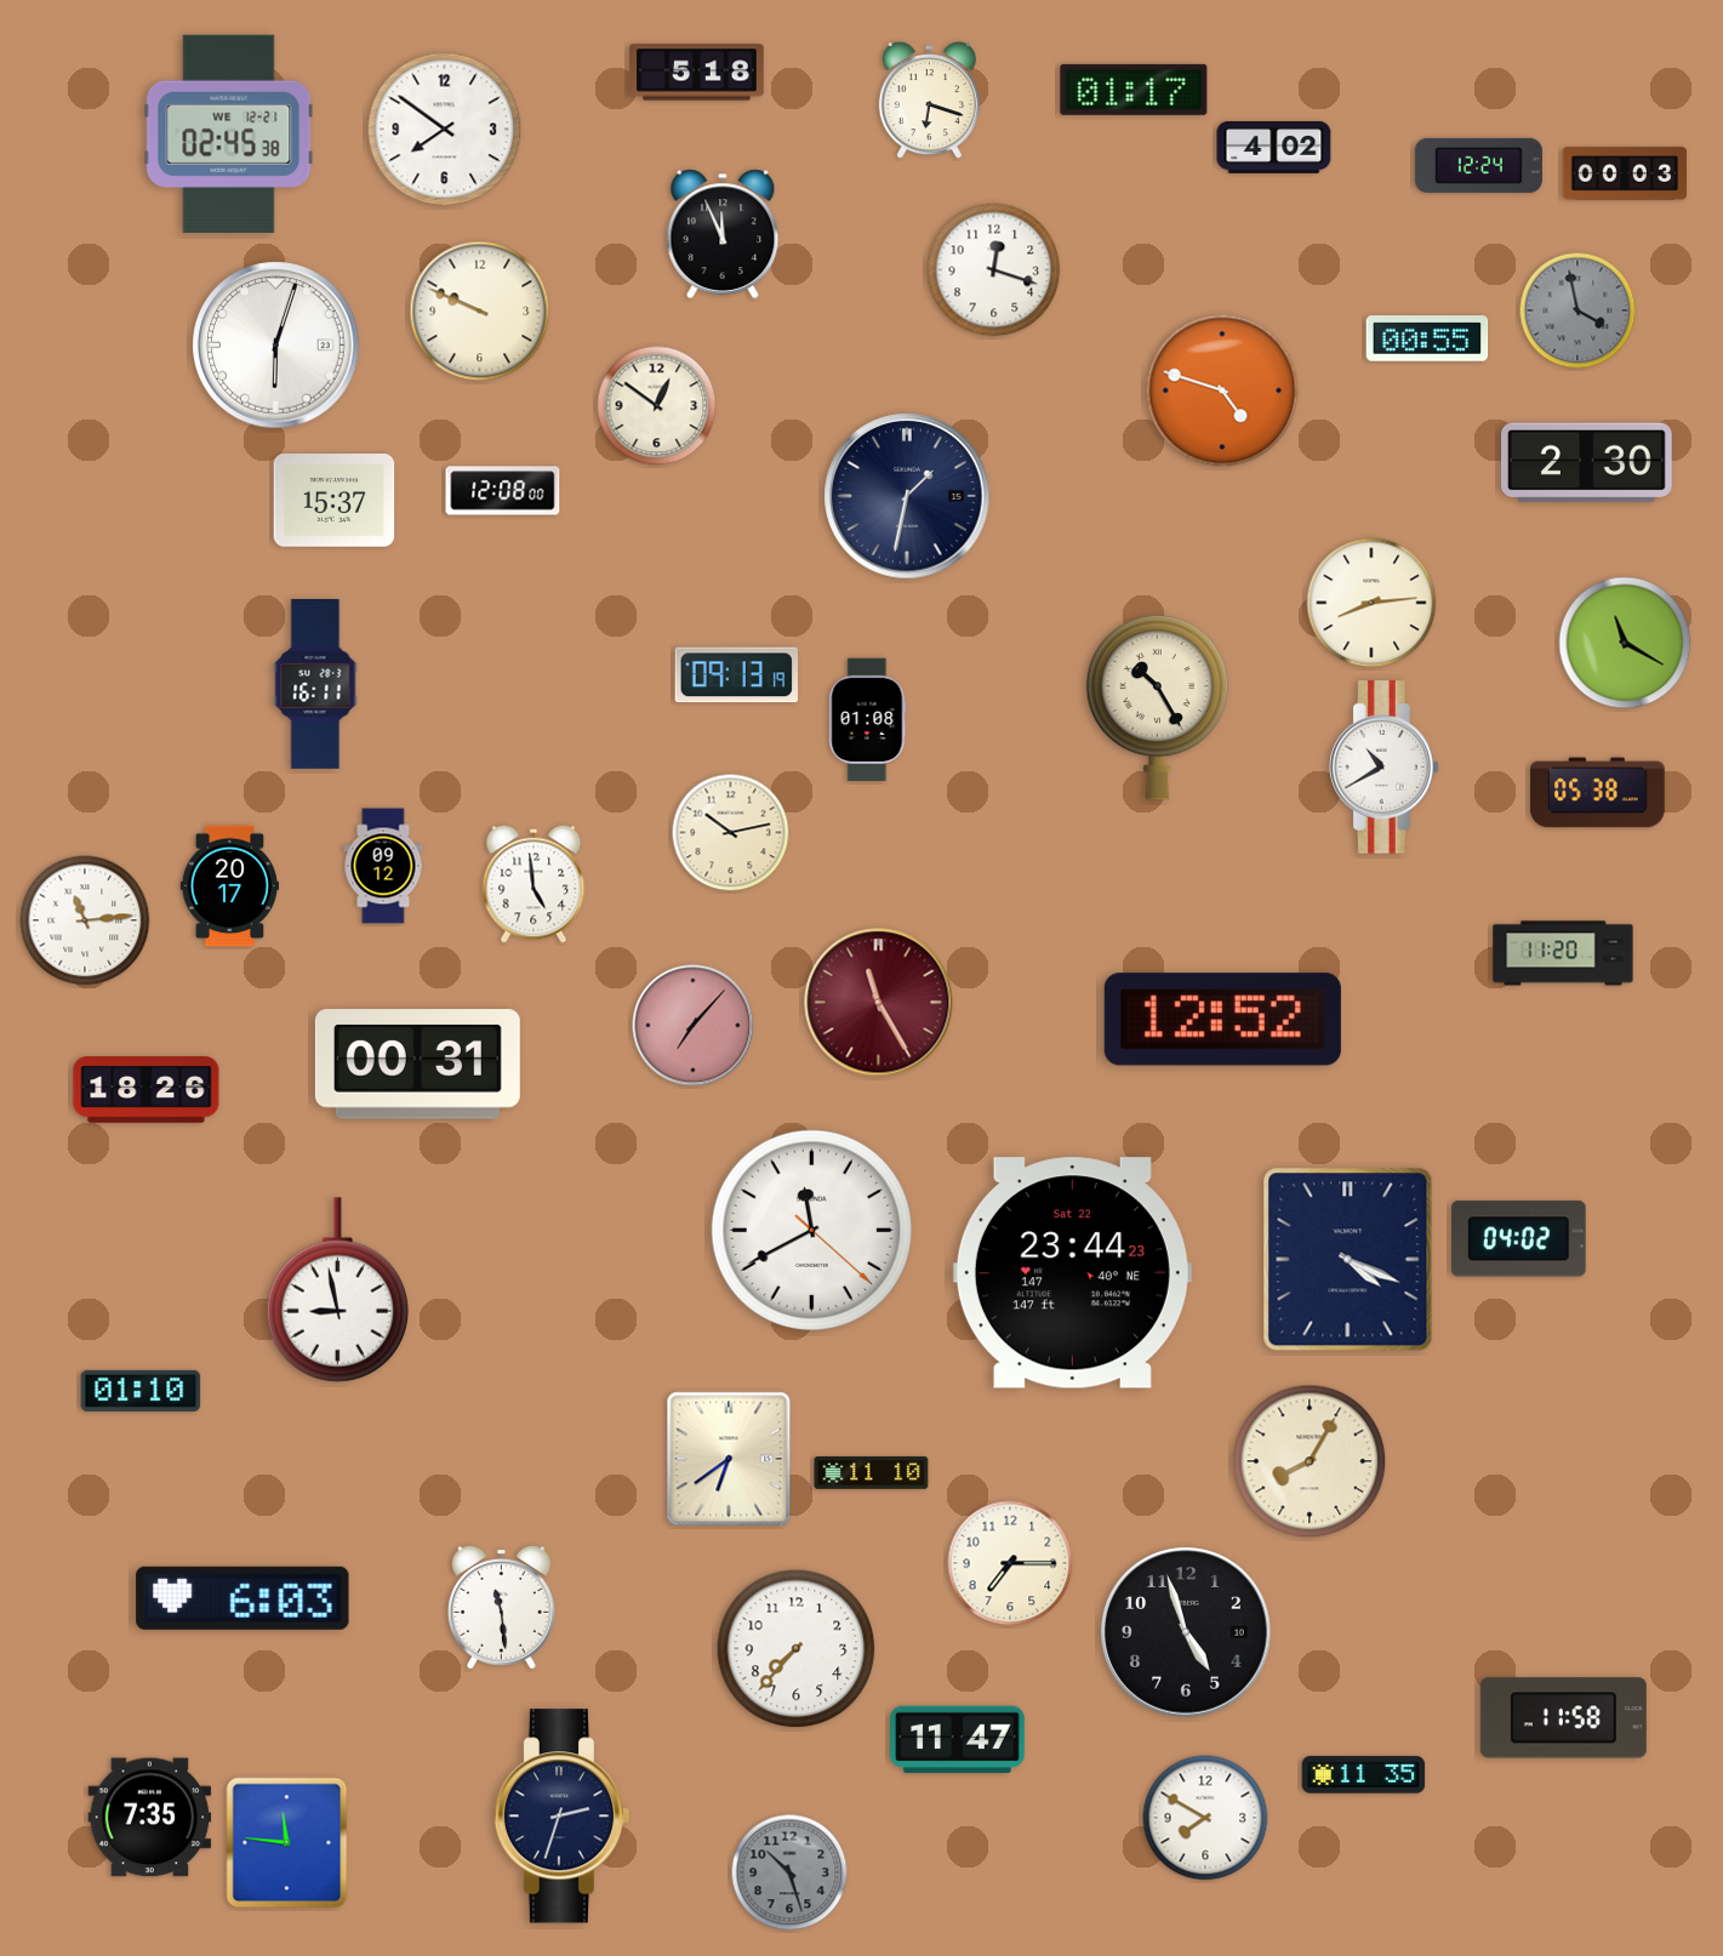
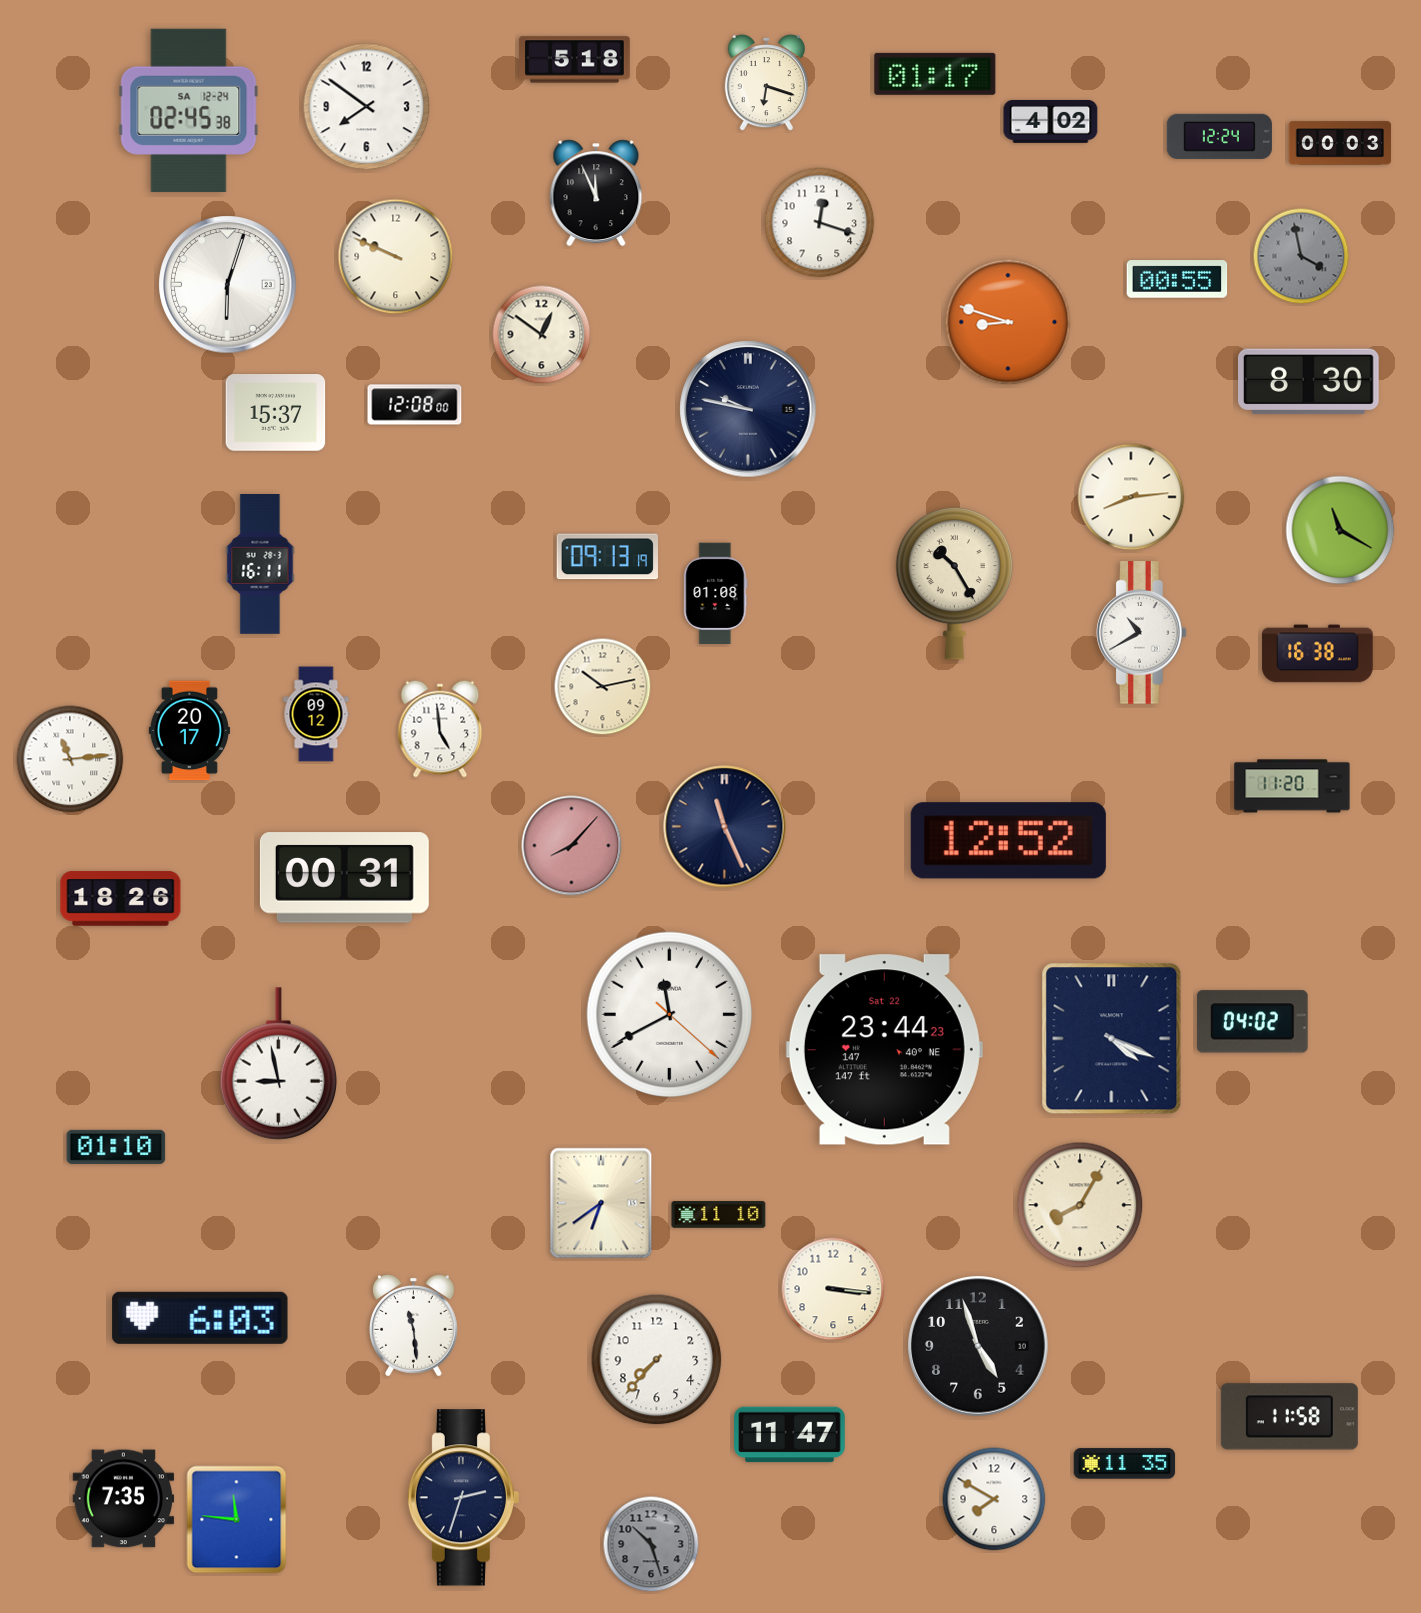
clock at (229, 133) date: WE 12-21 -> SA 12-24
clock at (1222, 390): 4:48 -> 8:48
clock at (1587, 463): 2:30 -> 8:30
clock at (907, 496): 1:32 -> 9:47
clock at (1598, 793): 05:38 -> 16:38
clock at (1563, 953) position: (1563, 953) -> (1292, 786)
clock at (879, 1003): 11:25 -> 11:26
clock at (879, 1003) dial: burgundy -> navy
clock at (694, 1026): 7:07 -> 8:07
clock at (1010, 1563): 7:15 -> 3:16
